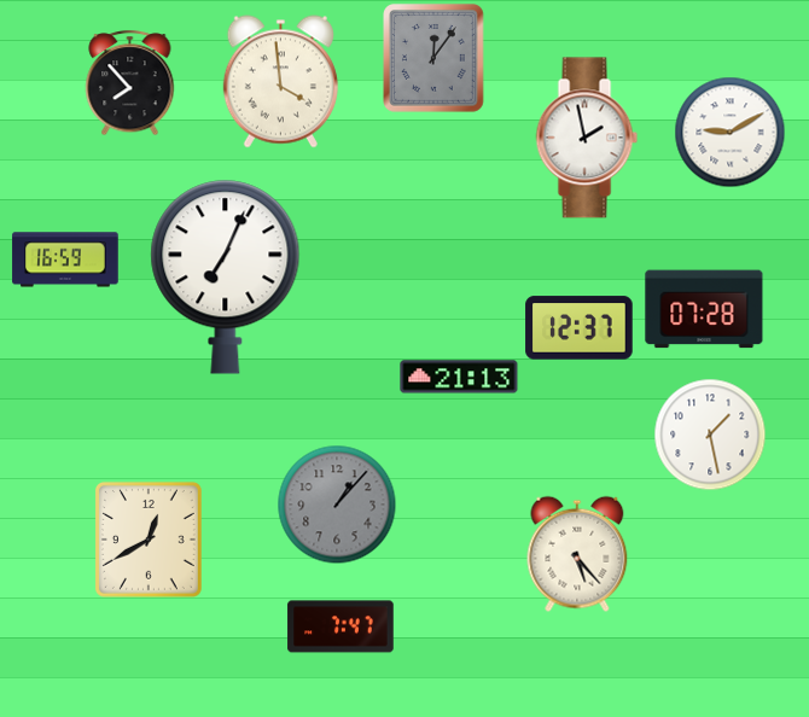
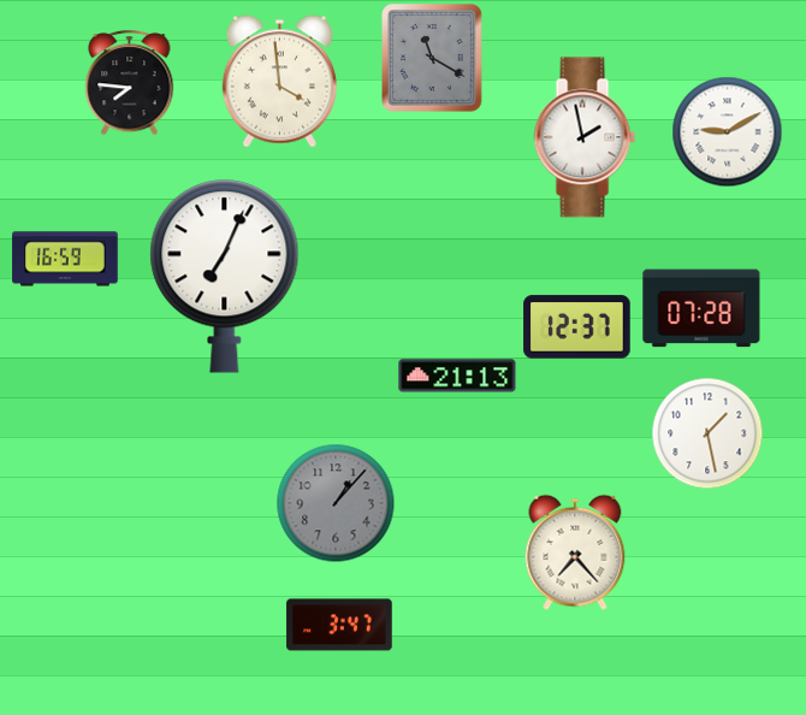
clock at (435, 59): 12:06 -> 11:20
clock at (130, 83): 7:53 -> 7:46
clock at (149, 540): 12:40 -> none
clock at (577, 554): 5:23 -> 7:23
clock at (341, 626): 7:47 -> 3:47
